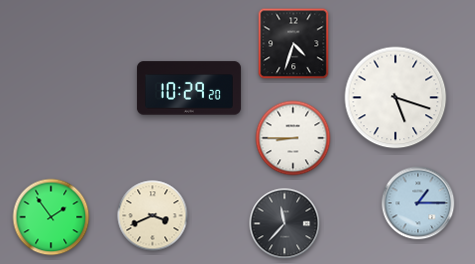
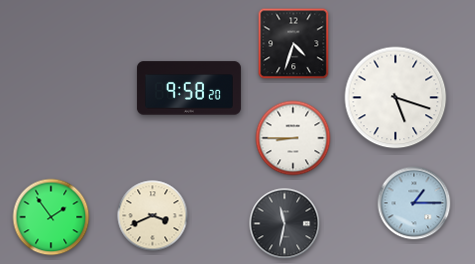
clock at (189, 88): 10:29 -> 9:58
clock at (418, 203) position: (418, 203) -> (414, 203)
clock at (285, 224): 11:37 -> 11:32
